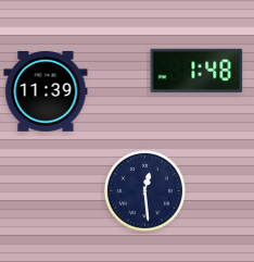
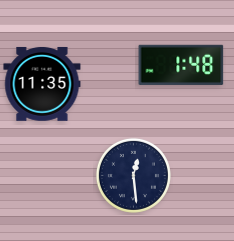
clock at (46, 91): 11:39 -> 11:35
